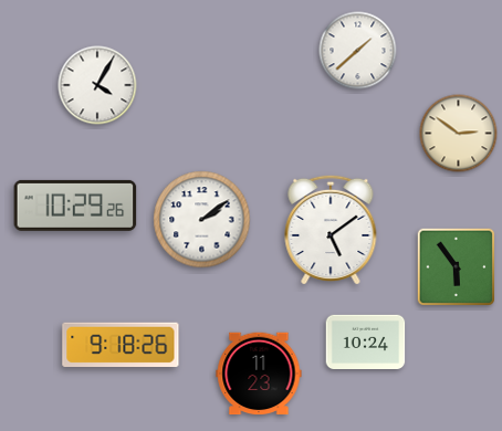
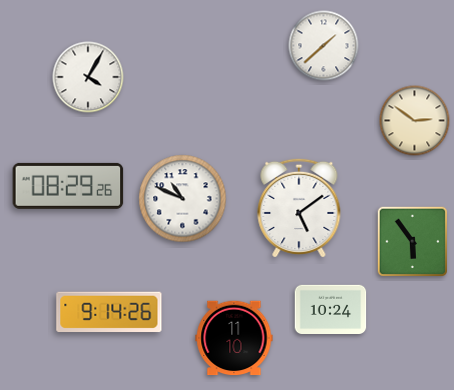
clock at (75, 206): 10:29 -> 08:29
clock at (202, 220): 2:09 -> 10:49
clock at (121, 345): 9:18 -> 9:14
clock at (259, 374): 11:23 -> 11:10
